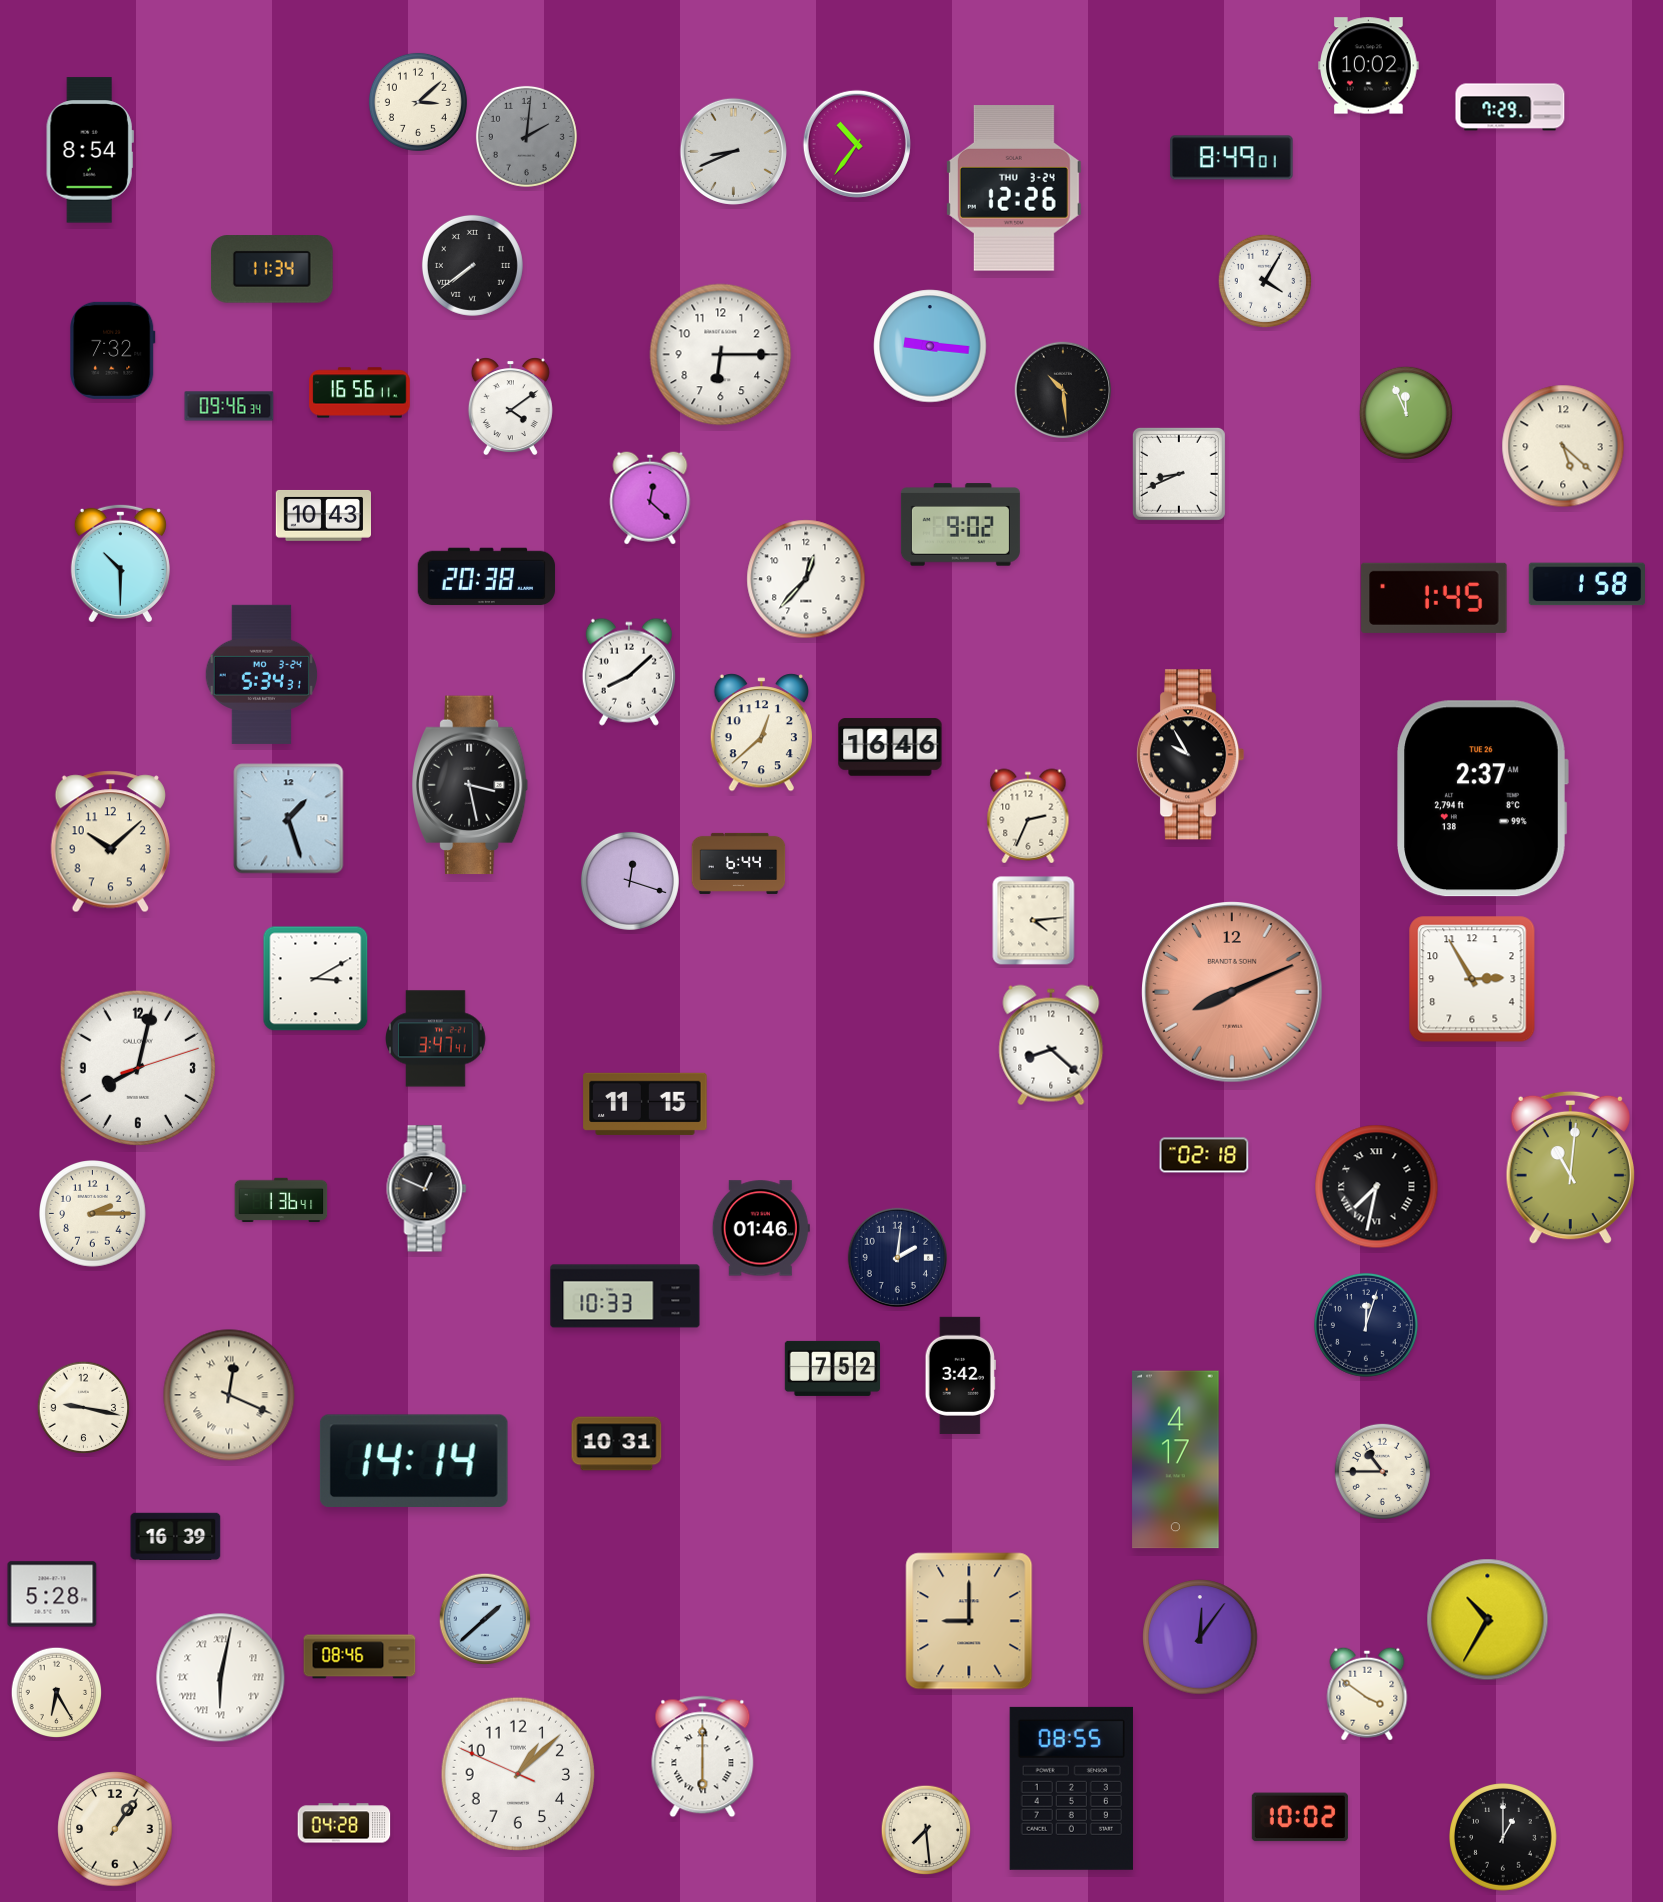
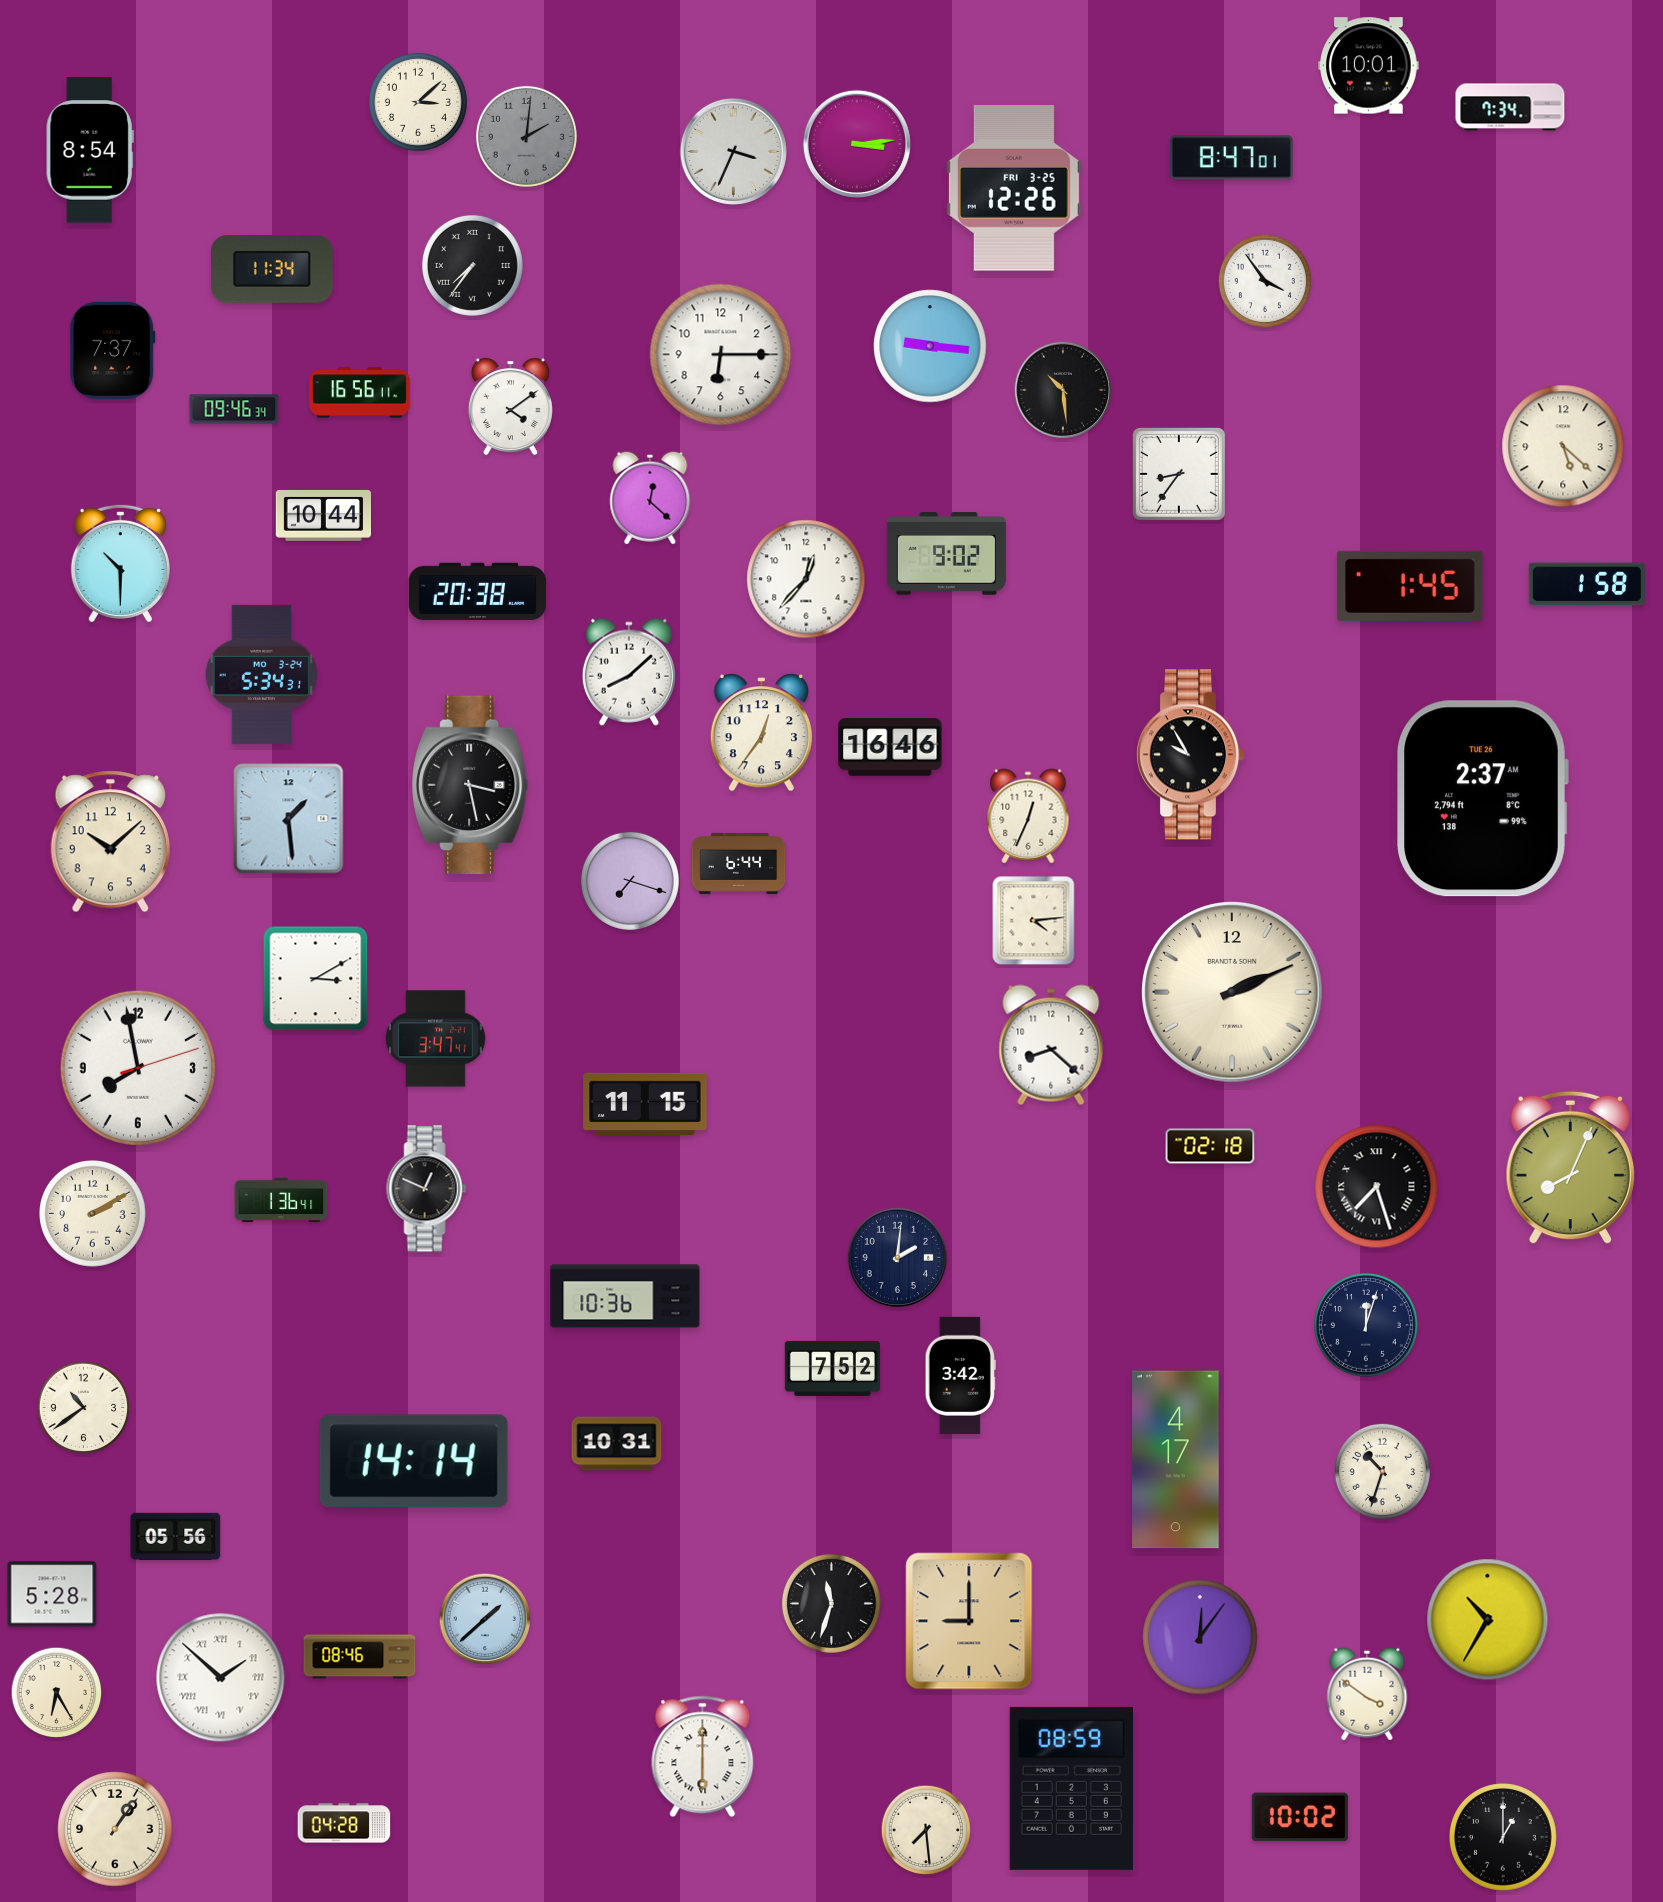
clock at (1369, 66): 10:02 -> 10:01
clock at (1510, 107): 7:29 -> 7:34
clock at (857, 144): 10:36 -> 3:14
clock at (733, 151): 8:41 -> 3:34
clock at (1232, 158): 8:49 -> 8:47
clock at (1014, 189) date: THU 3-24 -> FRI 3-25
clock at (472, 265): 7:39 -> 7:36
clock at (1264, 280): 4:05 -> 3:54
clock at (113, 350): 7:32 -> 7:37
clock at (229, 406) position: (229, 406) -> (234, 409)
clock at (1405, 412): 11:56 -> none
clock at (1179, 474): 8:41 -> 8:36
clock at (323, 515): 10:43 -> 10:44
clock at (960, 525) position: (960, 525) -> (946, 554)
clock at (487, 577) position: (487, 577) -> (478, 592)
clock at (1434, 598) position: (1434, 598) -> (1410, 586)
clock at (761, 733): 12:38 -> 12:36
clock at (1028, 816): 2:34 -> 12:34
clock at (289, 819): 1:27 -> 1:29
clock at (630, 881): 12:18 -> 7:18
clock at (1472, 979): 2:55 -> none
clock at (1232, 992): 8:11 -> 2:11
clock at (1232, 992) dial: salmon -> cream
clock at (138, 1068): 8:02 -> 7:58
clock at (1204, 1155) position: (1204, 1155) -> (1210, 1146)
clock at (1570, 1168): 11:01 -> 8:04
clock at (1377, 1187): 7:32 -> 7:27
clock at (93, 1214): 2:15 -> 2:10
clock at (761, 1228): 01:46 -> none
clock at (625, 1296): 10:33 -> 10:36
clock at (229, 1395): 12:19 -> none
clock at (83, 1407): 9:17 -> 10:39
clock at (1382, 1471): 10:45 -> 10:33
clock at (176, 1536): 16:39 -> 05:56
clock at (831, 1603): none -> 11:33
clock at (221, 1678): 6:02 -> 1:52
clock at (517, 1773): 1:07 -> none
clock at (1071, 1788): 08:55 -> 08:59
